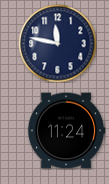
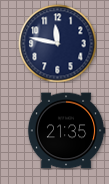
clock at (66, 131): 11:24 -> 21:35
